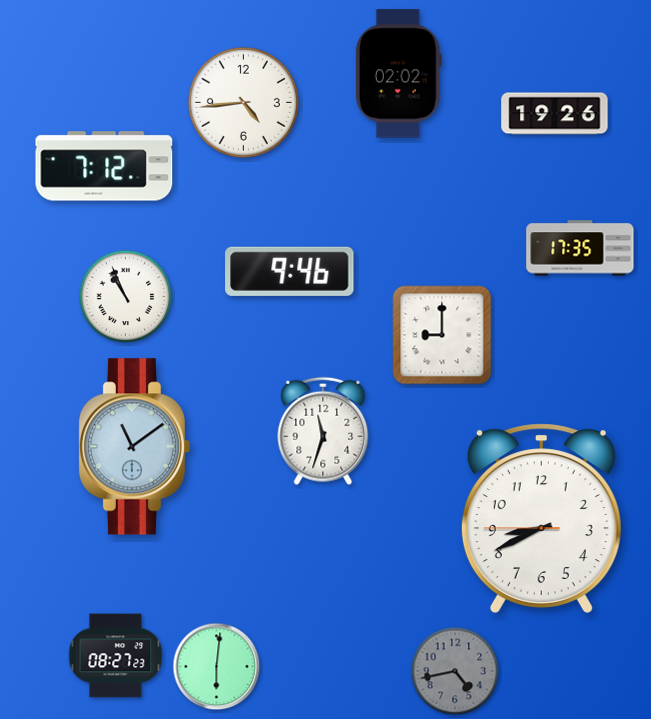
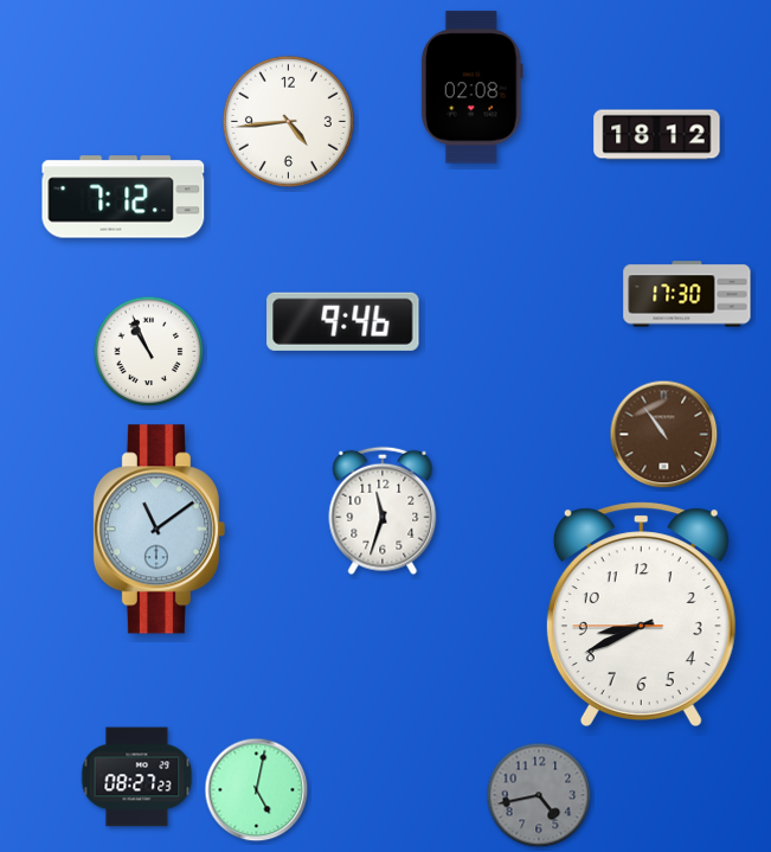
clock at (398, 74): 02:02 -> 02:08
clock at (555, 114): 19:26 -> 18:12
clock at (580, 248): 17:35 -> 17:30
clock at (442, 335): 9:00 -> none
clock at (664, 435): none -> 10:54
clock at (217, 667): 6:01 -> 5:02
